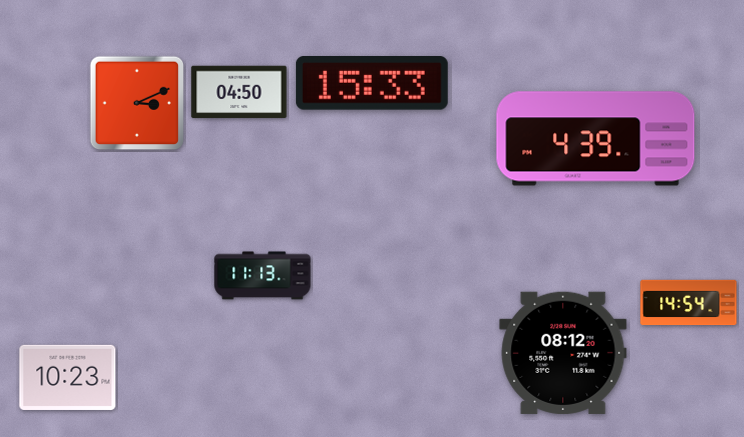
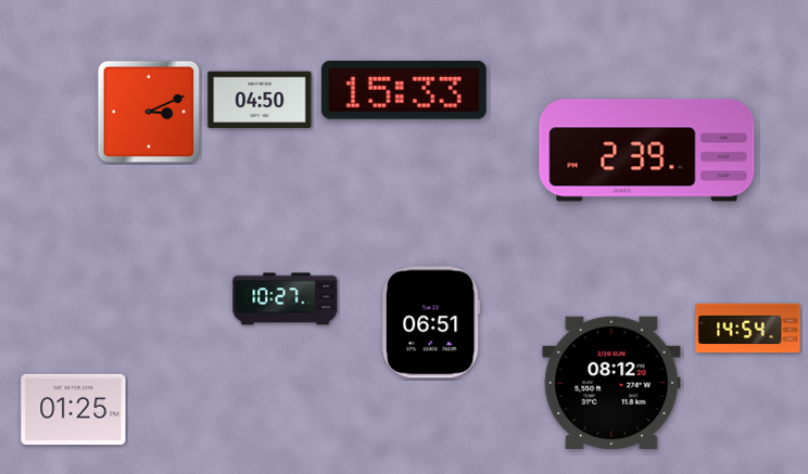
clock at (596, 139): 4:39 -> 2:39
clock at (263, 276): 11:13 -> 10:27
clock at (431, 322): none -> 06:51
clock at (68, 377): 10:23 -> 01:25
